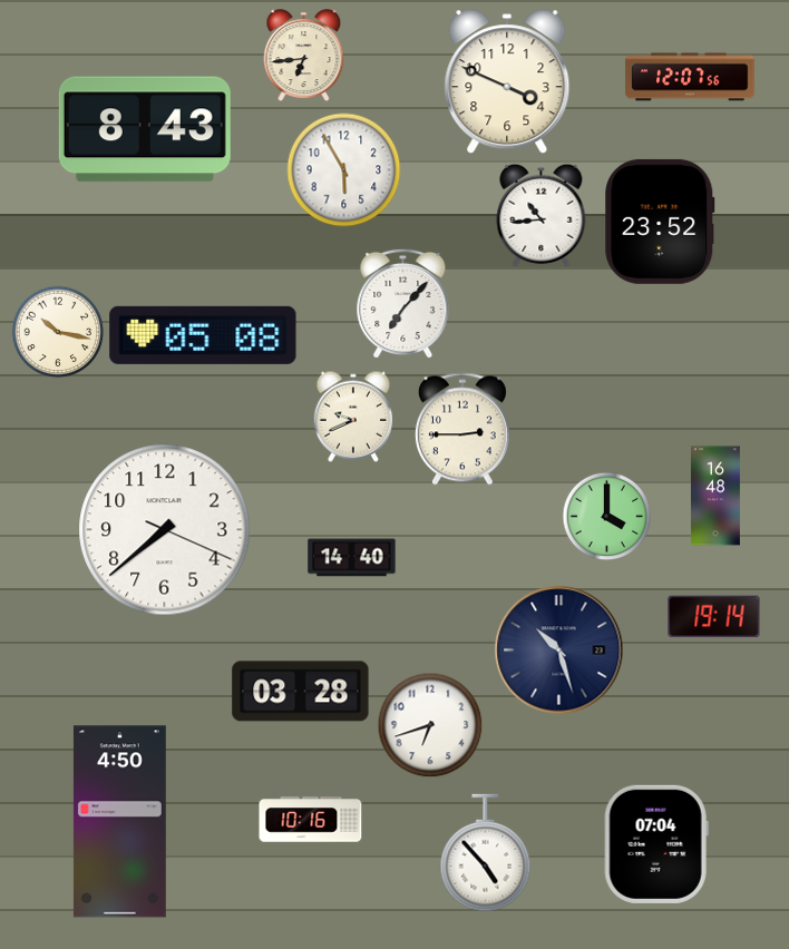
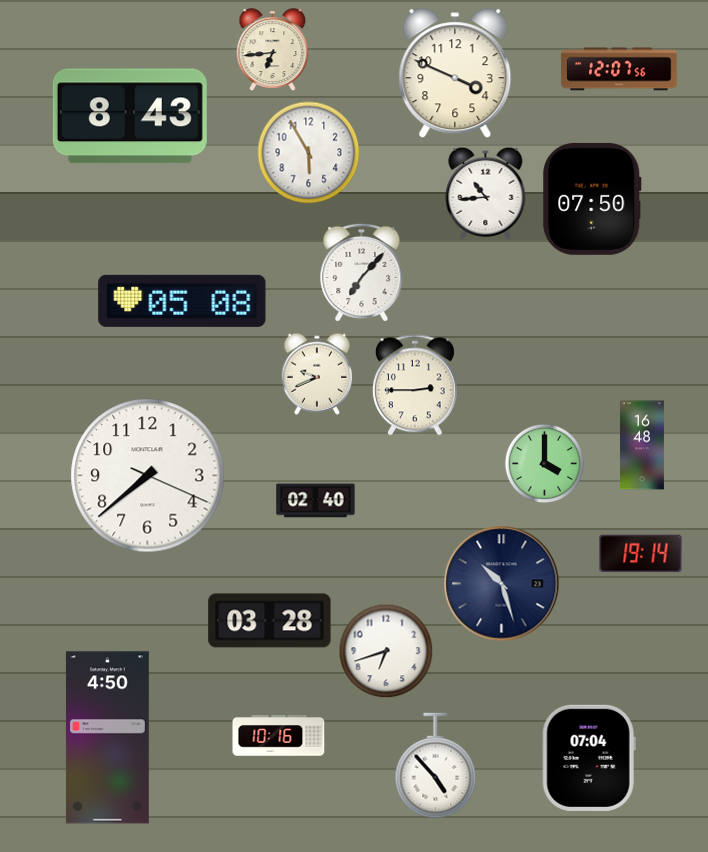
clock at (660, 222): 23:52 -> 07:50
clock at (58, 332): 10:17 -> none
clock at (352, 558): 14:40 -> 02:40
